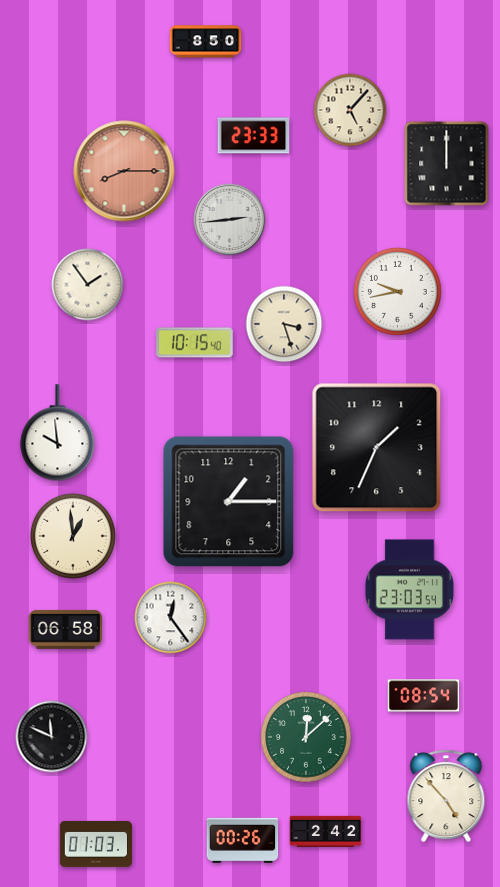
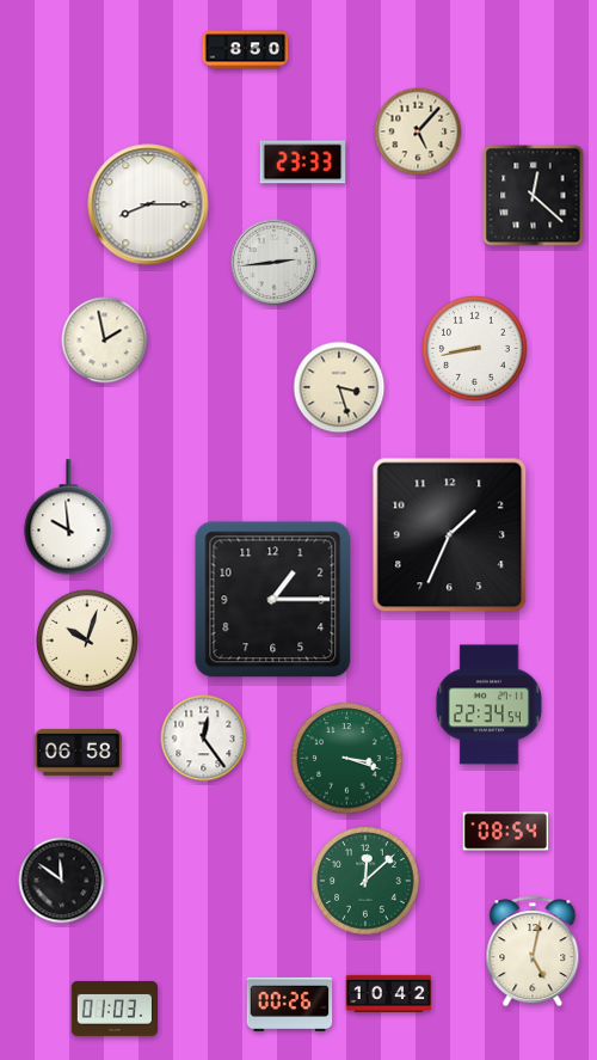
clock at (447, 164): 12:00 -> 12:22
clock at (124, 171) dial: salmon -> white
clock at (88, 285): 1:54 -> 1:58
clock at (398, 292): 9:43 -> 8:43
clock at (195, 343): 10:15 -> none
clock at (73, 536): 12:59 -> 10:03
clock at (409, 590): 23:03 -> 22:34
clock at (347, 759): none -> 3:18
clock at (52, 737): 11:49 -> 11:51
clock at (446, 796): 4:53 -> 5:02
clock at (326, 831): 2:42 -> 10:42
